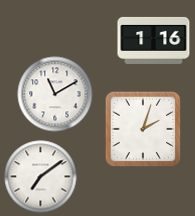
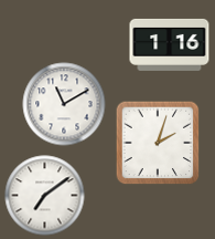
clock at (55, 94) position: (55, 94) -> (64, 104)
